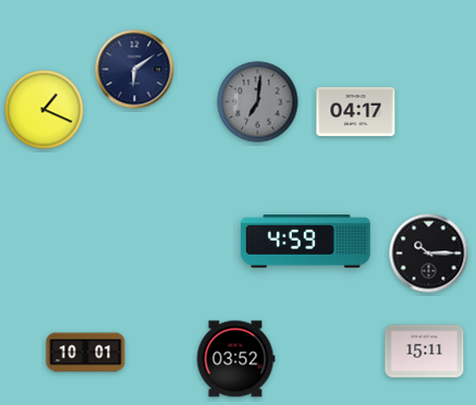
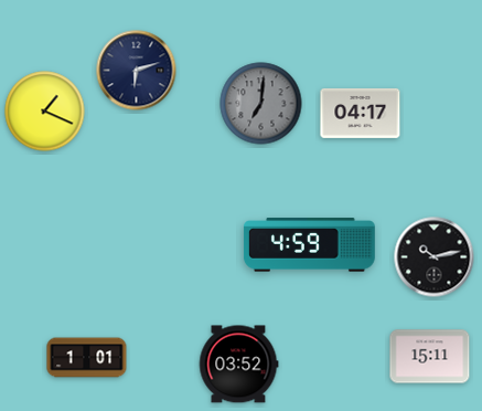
clock at (135, 70): 6:09 -> 6:12
clock at (429, 254): 10:15 -> 10:13
clock at (86, 353): 10:01 -> 1:01
